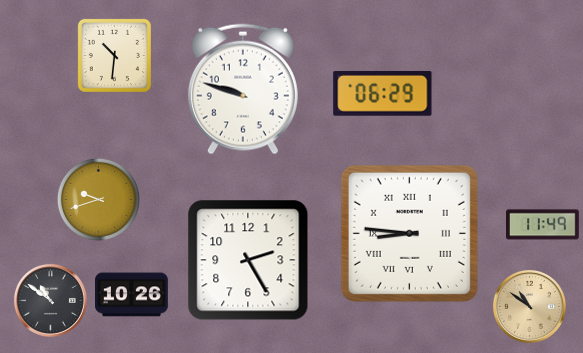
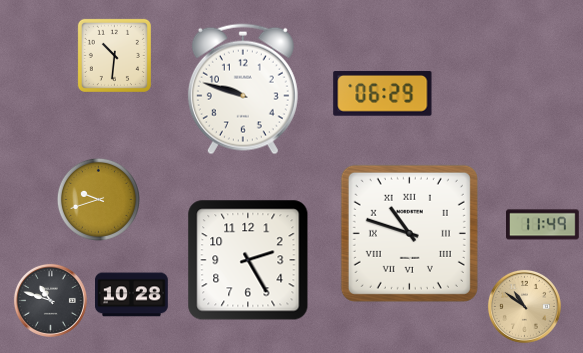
clock at (409, 233): 8:46 -> 10:48
clock at (132, 295): 10:26 -> 10:28
clock at (50, 300): 10:51 -> 10:48
clock at (529, 306) position: (529, 306) -> (524, 306)
